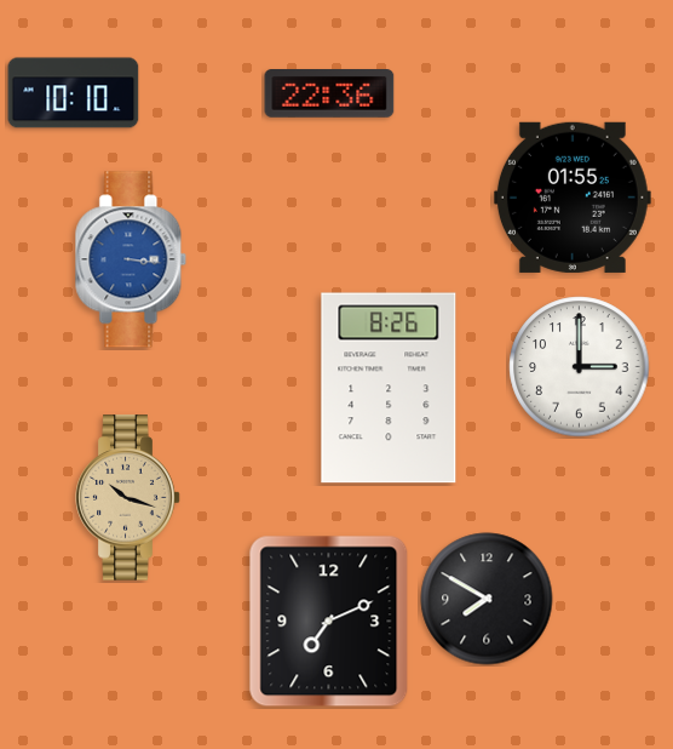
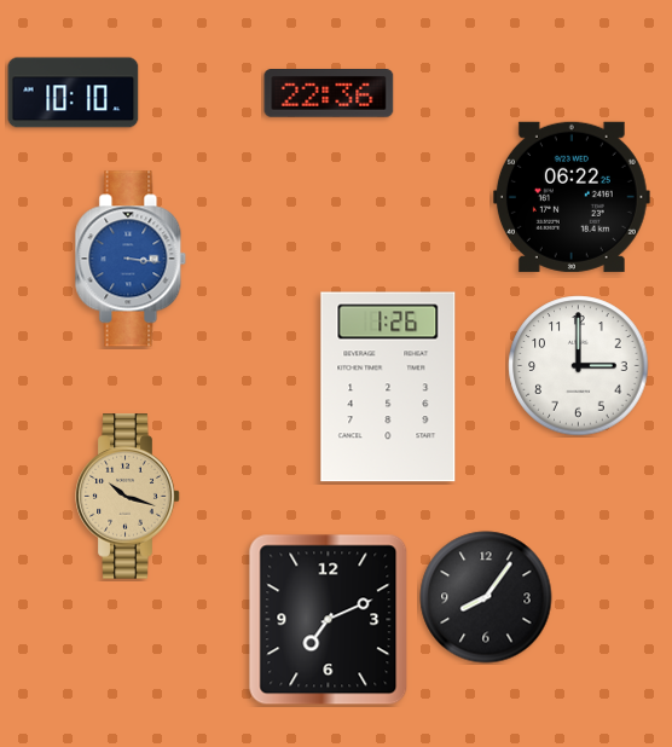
clock at (573, 198): 01:55 -> 06:22
clock at (389, 388): 8:26 -> 1:26
clock at (487, 599): 7:50 -> 8:06
